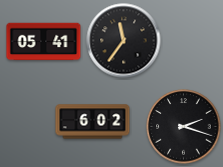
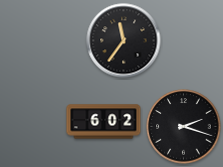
clock at (44, 42): 05:41 -> none
clock at (93, 122) position: (93, 122) -> (104, 122)
